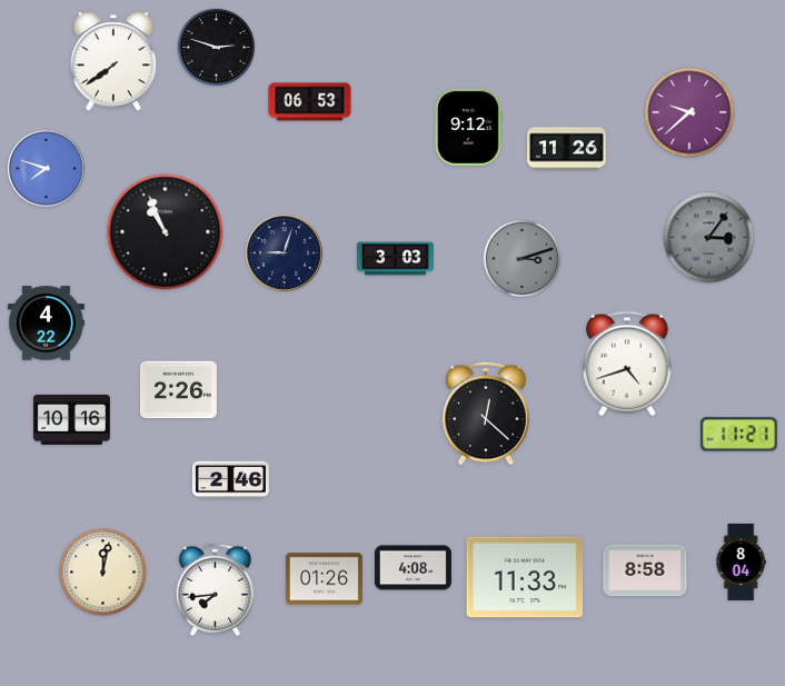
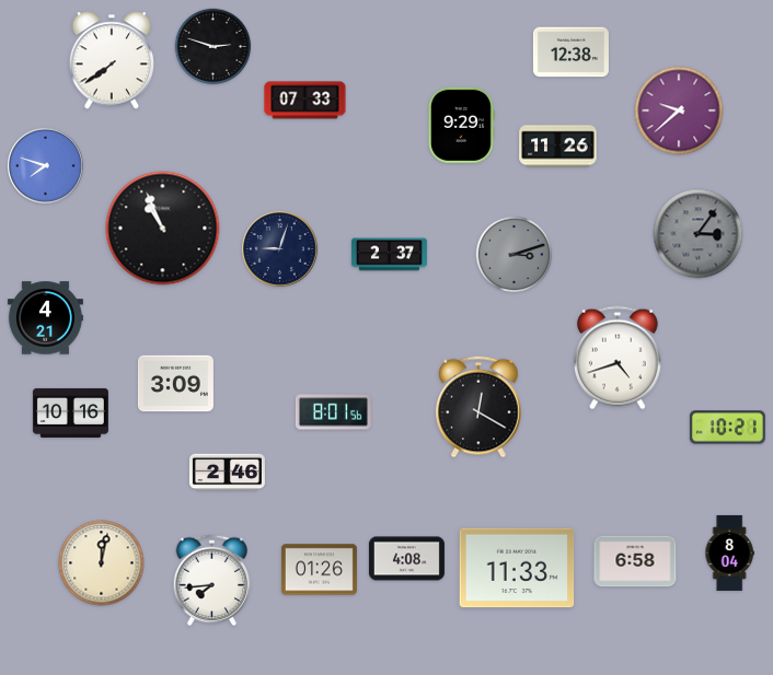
clock at (570, 53): none -> 12:38
clock at (310, 102): 06:53 -> 07:33
clock at (468, 127): 9:12 -> 9:29
clock at (395, 259): 3:03 -> 2:37
clock at (46, 324): 4:22 -> 4:21
clock at (178, 390): 2:26 -> 3:09
clock at (486, 414): 12:22 -> 12:20
clock at (333, 412): none -> 8:01
clock at (738, 435): 11:21 -> 10:21
clock at (645, 570): 8:58 -> 6:58
